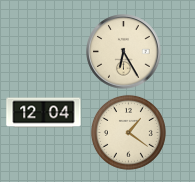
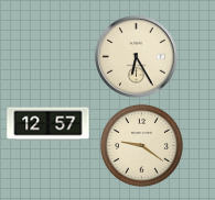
clock at (44, 113): 12:04 -> 12:57
clock at (128, 132): 1:21 -> 9:21
